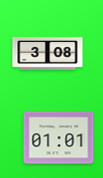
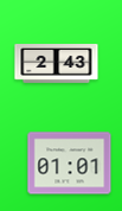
clock at (48, 54): 3:08 -> 2:43
